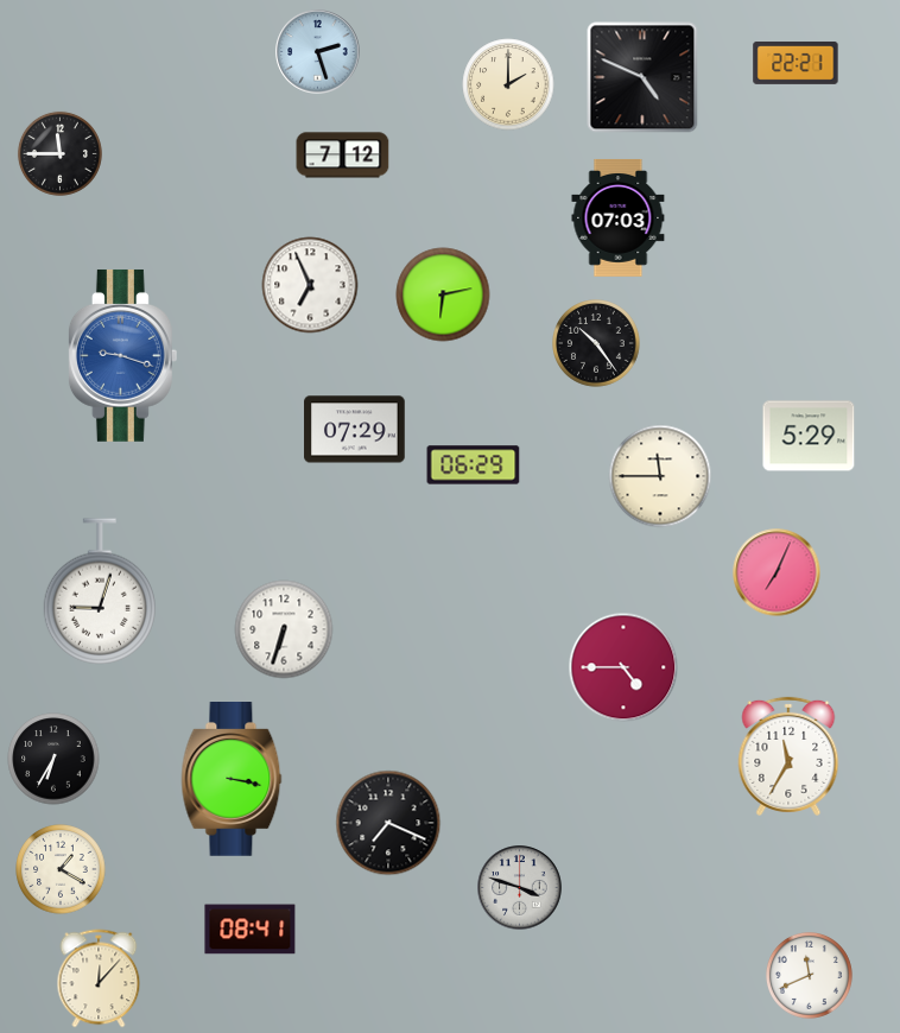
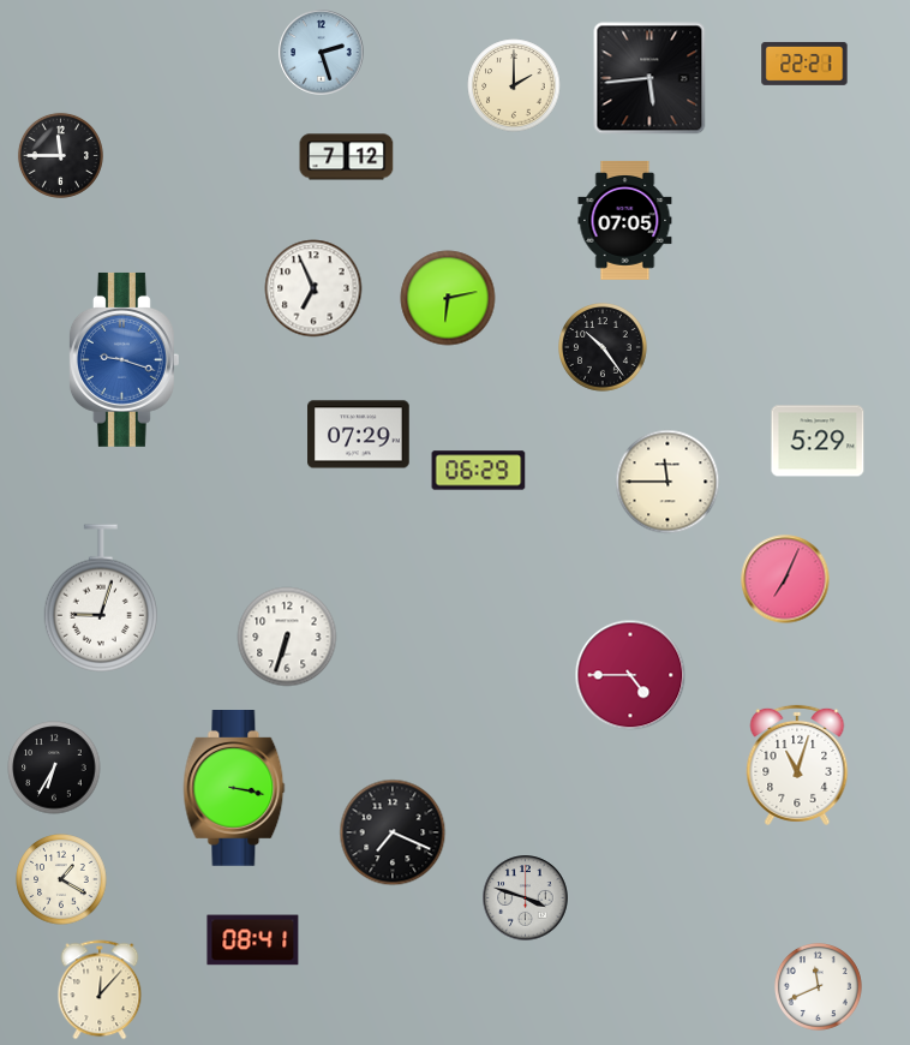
clock at (642, 77): 4:49 -> 5:44
clock at (619, 217): 07:03 -> 07:05
clock at (788, 756): 11:35 -> 11:03
